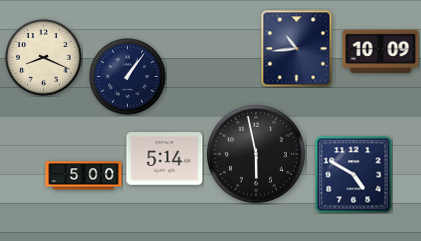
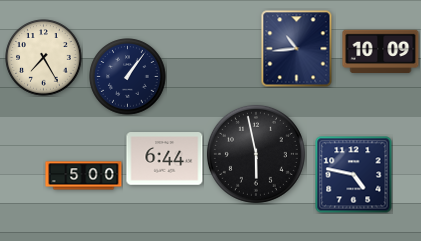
clock at (44, 58): 8:19 -> 7:25
clock at (165, 159): 5:14 -> 6:44
clock at (354, 175): 4:50 -> 4:47
